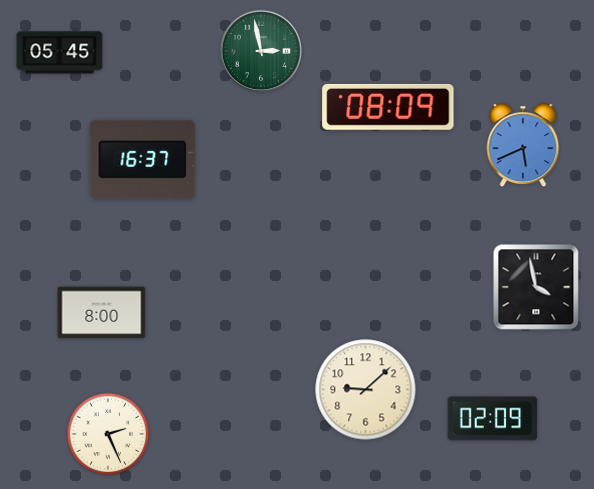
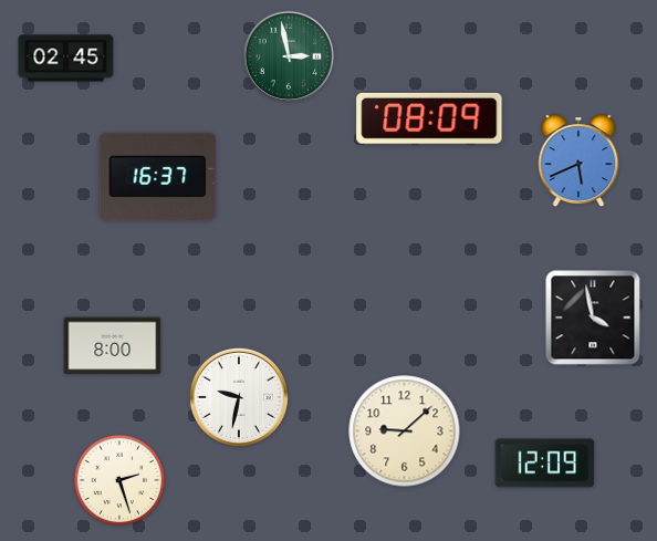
clock at (60, 53): 05:45 -> 02:45
clock at (239, 397): none -> 9:32
clock at (493, 419): 02:09 -> 12:09
clock at (108, 434): 2:26 -> 2:27
